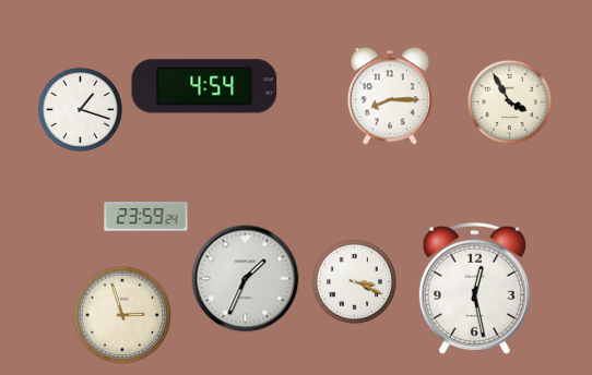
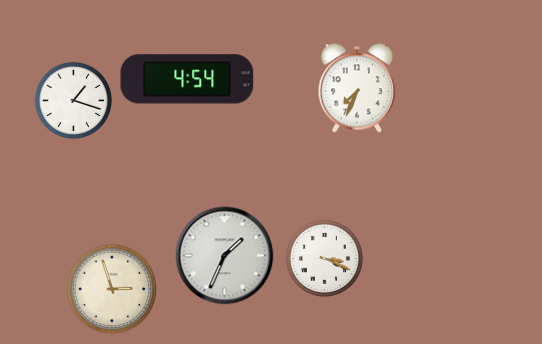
clock at (390, 96): 8:15 -> 7:34
clock at (509, 101): 3:55 -> none
clock at (146, 217): 23:59 -> none
clock at (474, 288): 12:28 -> none
